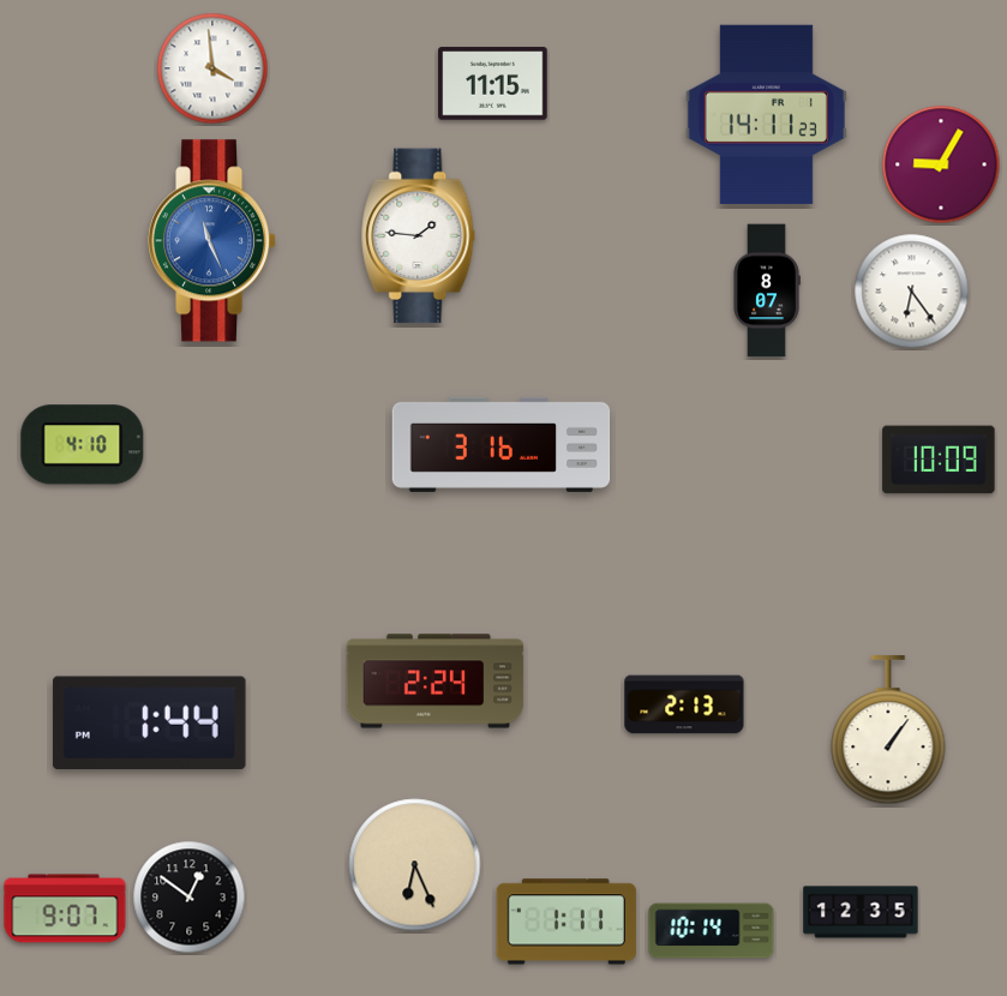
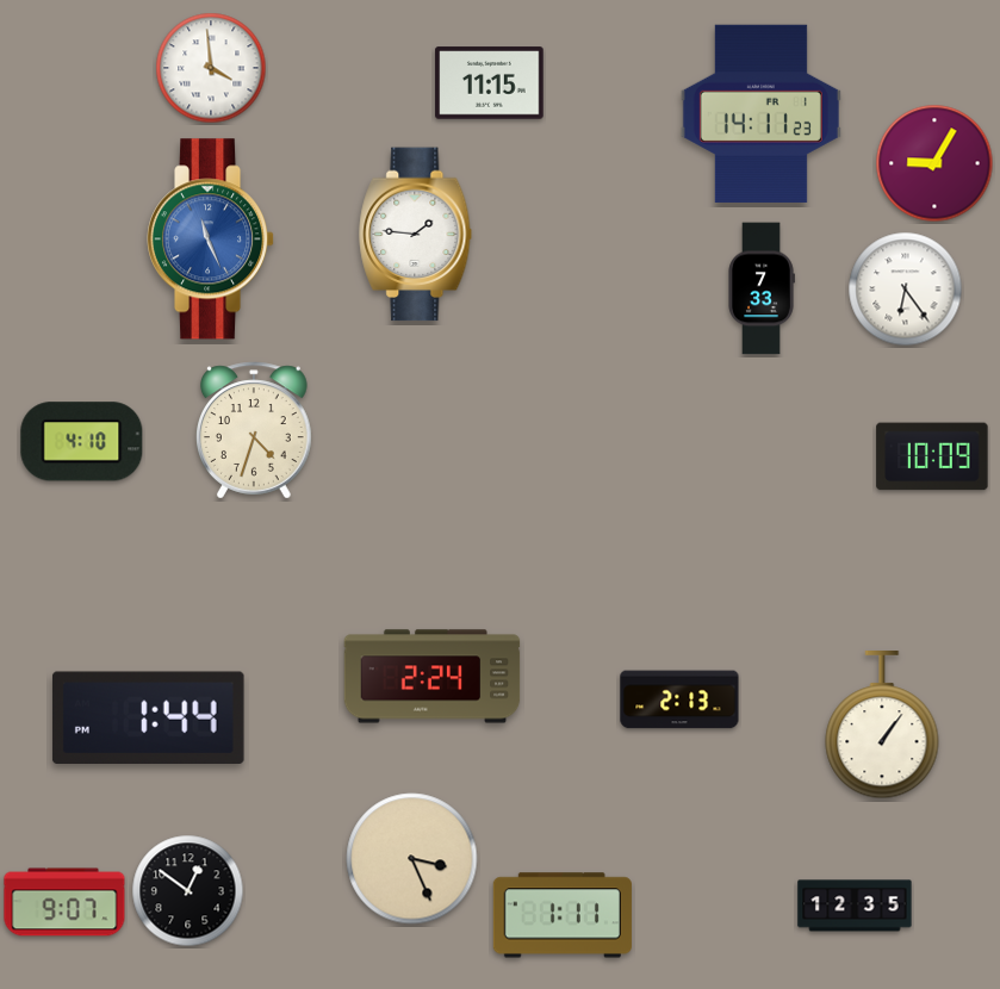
clock at (767, 290): 8:07 -> 7:33
clock at (255, 430): none -> 4:33
clock at (502, 444): 3:16 -> none
clock at (415, 865): 6:26 -> 3:26
clock at (712, 931): 10:14 -> none
